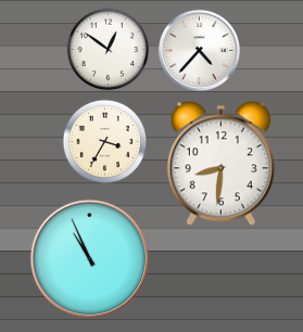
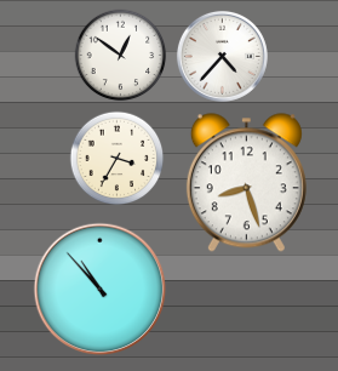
clock at (220, 164): 8:31 -> 8:27
clock at (90, 259): 10:56 -> 10:53
